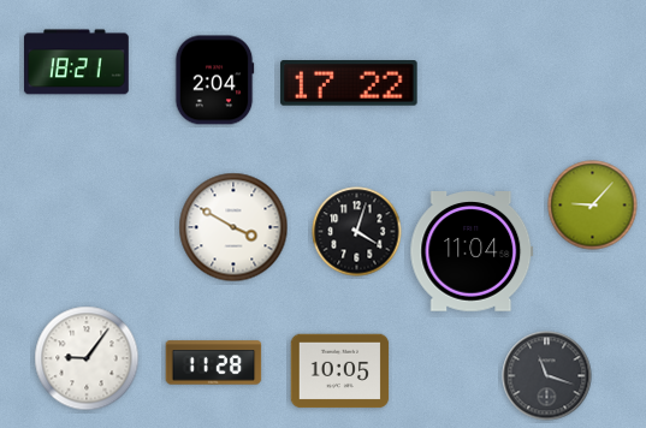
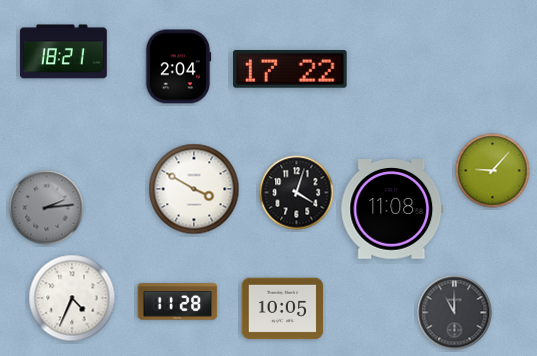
clock at (47, 208): none -> 2:14
clock at (472, 252): 11:04 -> 11:08
clock at (87, 358): 9:06 -> 4:34
clock at (547, 376): 11:18 -> 11:00
